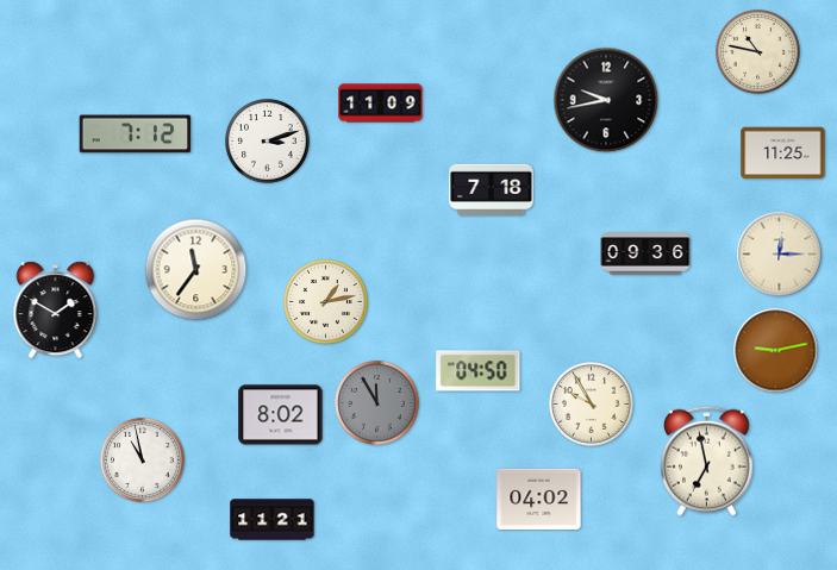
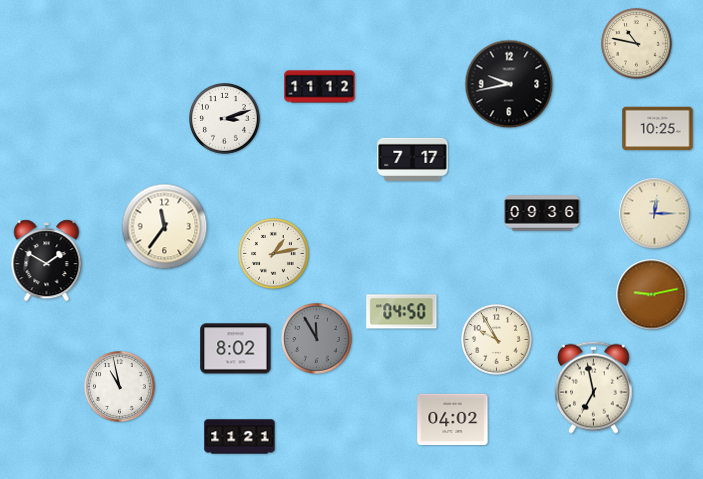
clock at (381, 104): 11:09 -> 11:12
clock at (136, 134): 7:12 -> none
clock at (783, 154): 11:25 -> 10:25
clock at (492, 189): 7:18 -> 7:17
clock at (273, 520) position: (273, 520) -> (240, 437)
